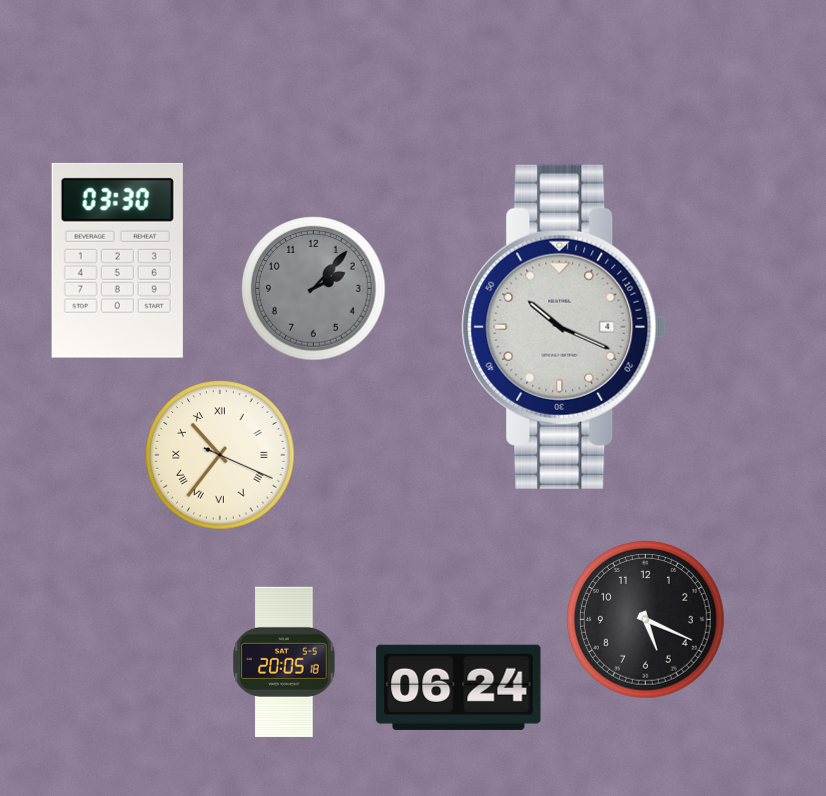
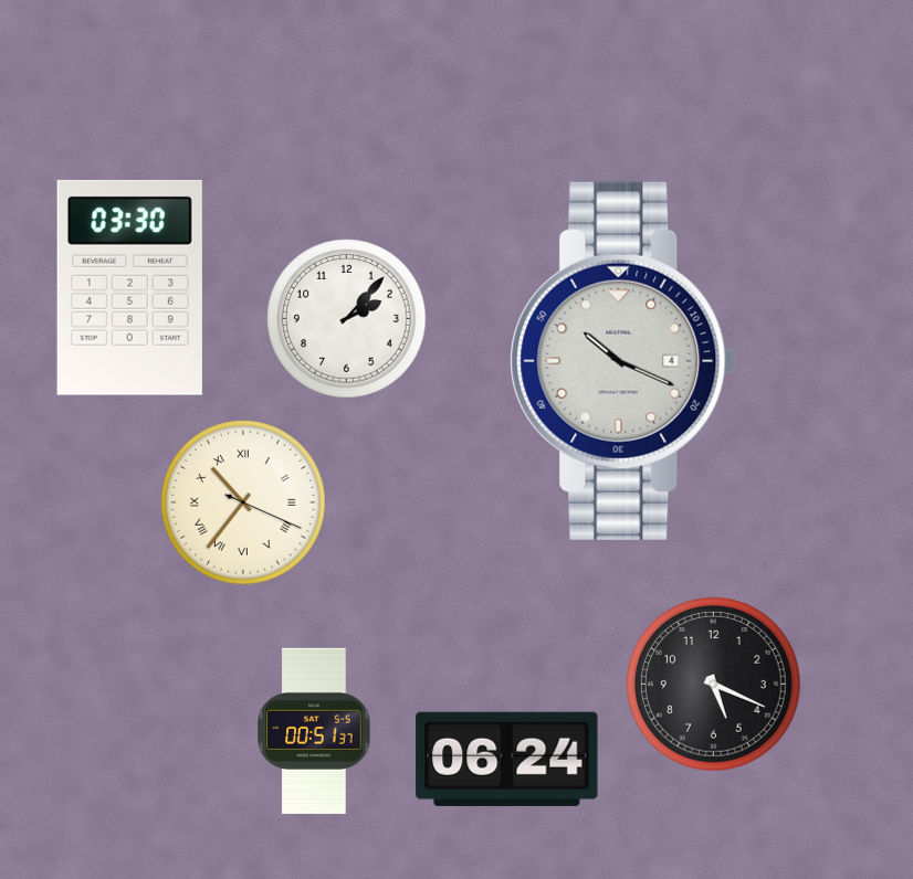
clock at (314, 289) dial: grey -> white
clock at (284, 661): 20:05 -> 00:51
